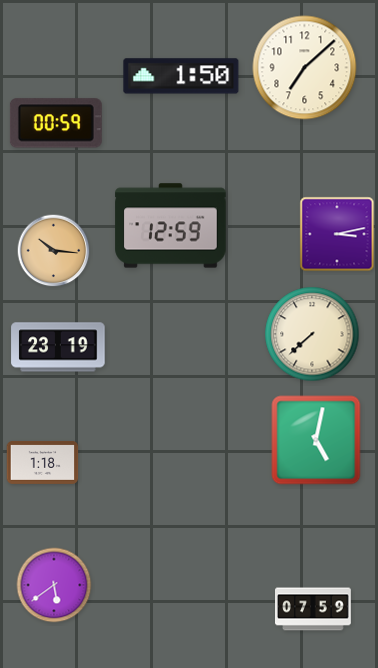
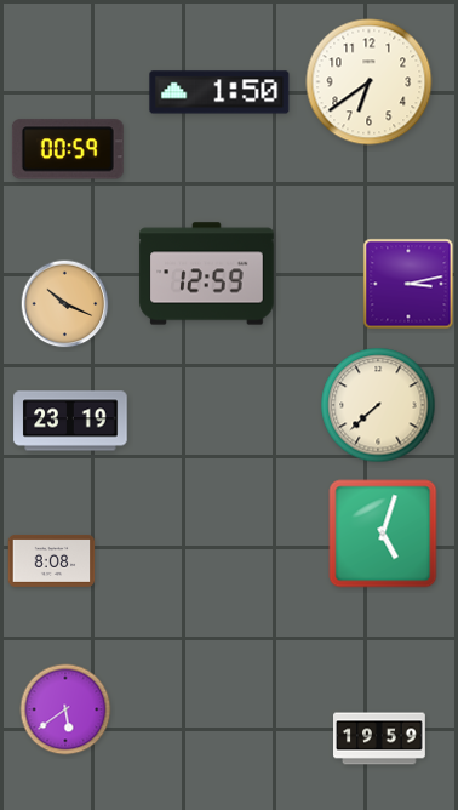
clock at (305, 68): 7:08 -> 6:39
clock at (54, 251): 10:16 -> 10:19
clock at (316, 440): 5:02 -> 5:03
clock at (43, 462): 1:18 -> 8:08
clock at (313, 609): 07:59 -> 19:59
